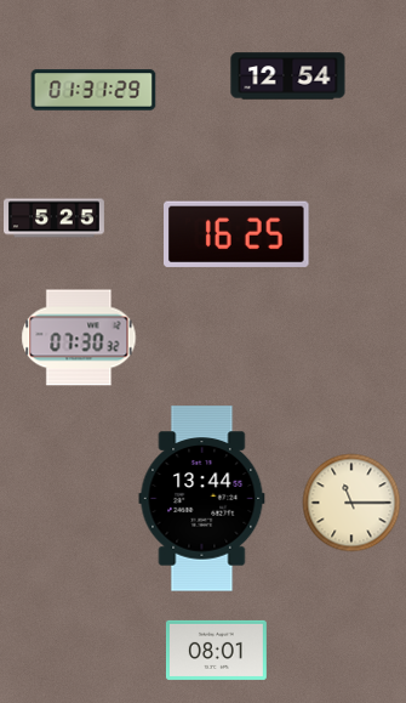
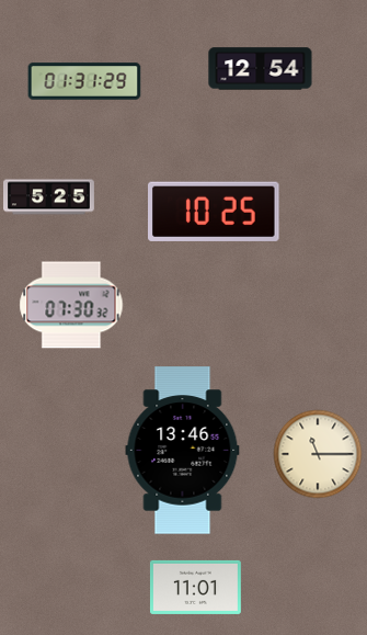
clock at (238, 234): 16:25 -> 10:25
clock at (202, 499): 13:44 -> 13:46
clock at (216, 650): 08:01 -> 11:01
